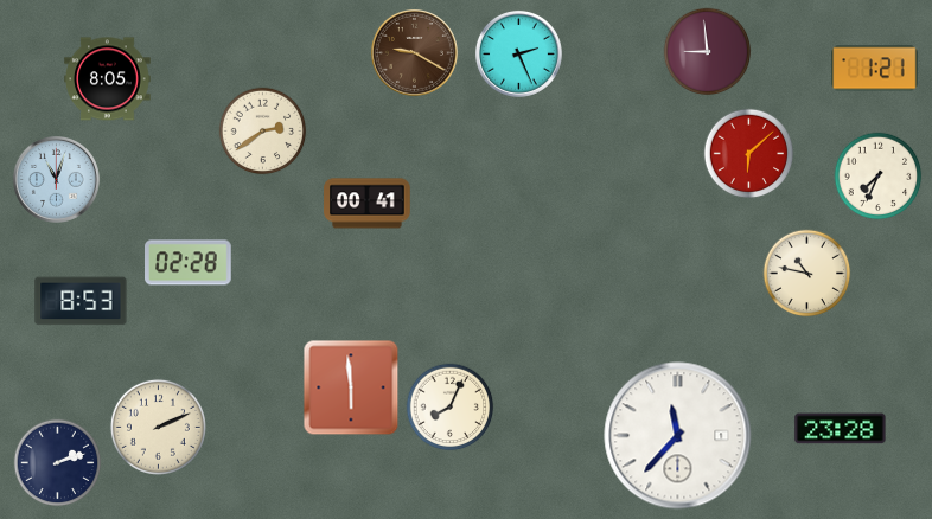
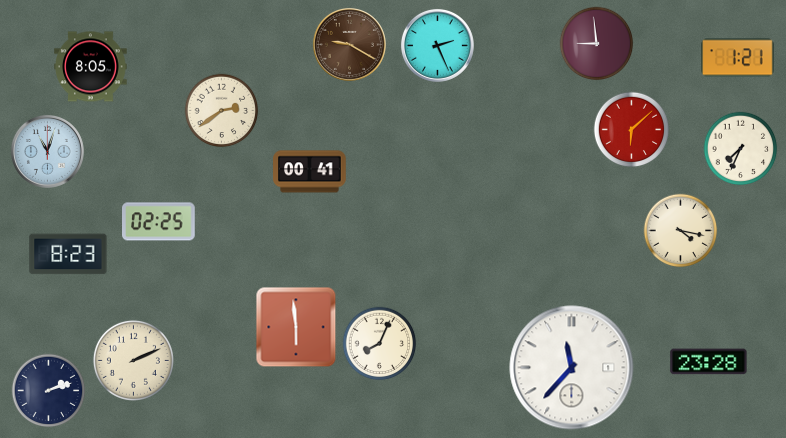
clock at (189, 263): 02:28 -> 02:25
clock at (807, 274): 10:47 -> 4:17
clock at (81, 301): 8:53 -> 8:23
